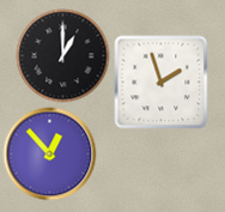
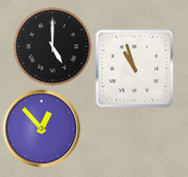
clock at (62, 55): 1:00 -> 5:00
clock at (160, 81): 1:57 -> 10:57
